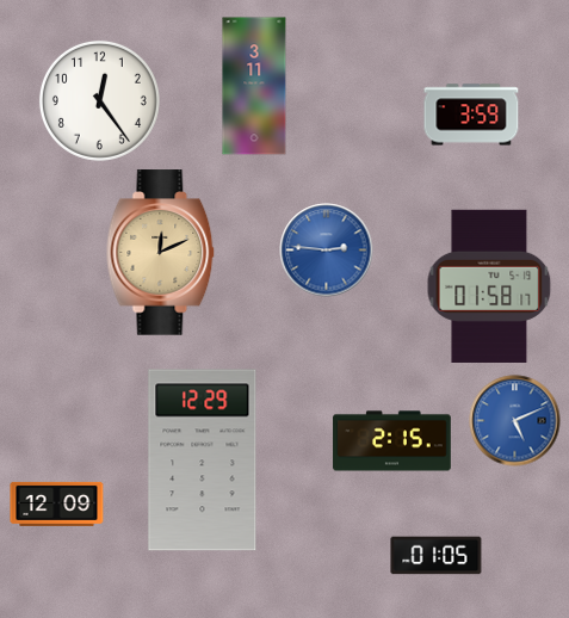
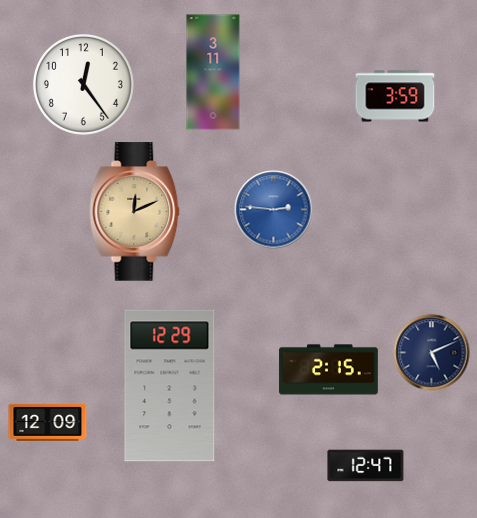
clock at (489, 286): 01:58 -> none
clock at (515, 421) dial: blue -> navy
clock at (437, 556): 01:05 -> 12:47
